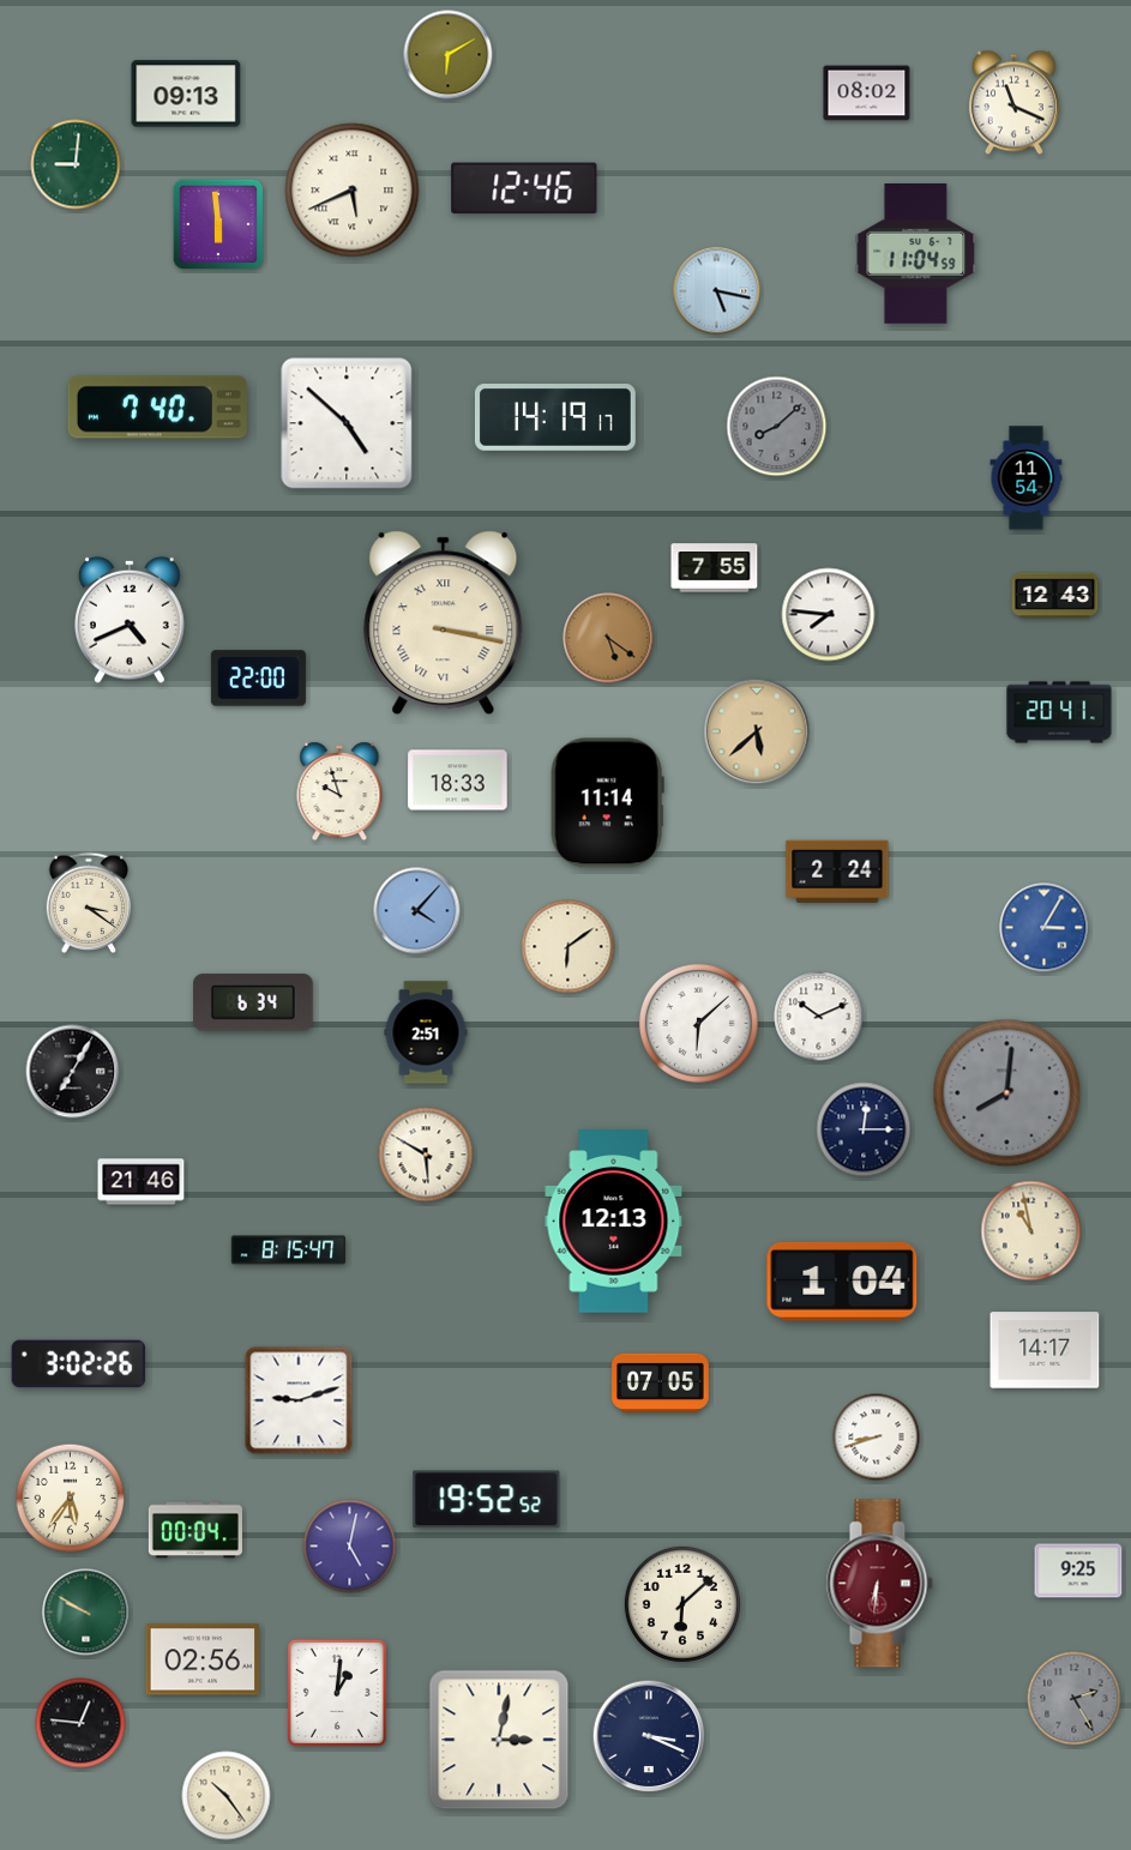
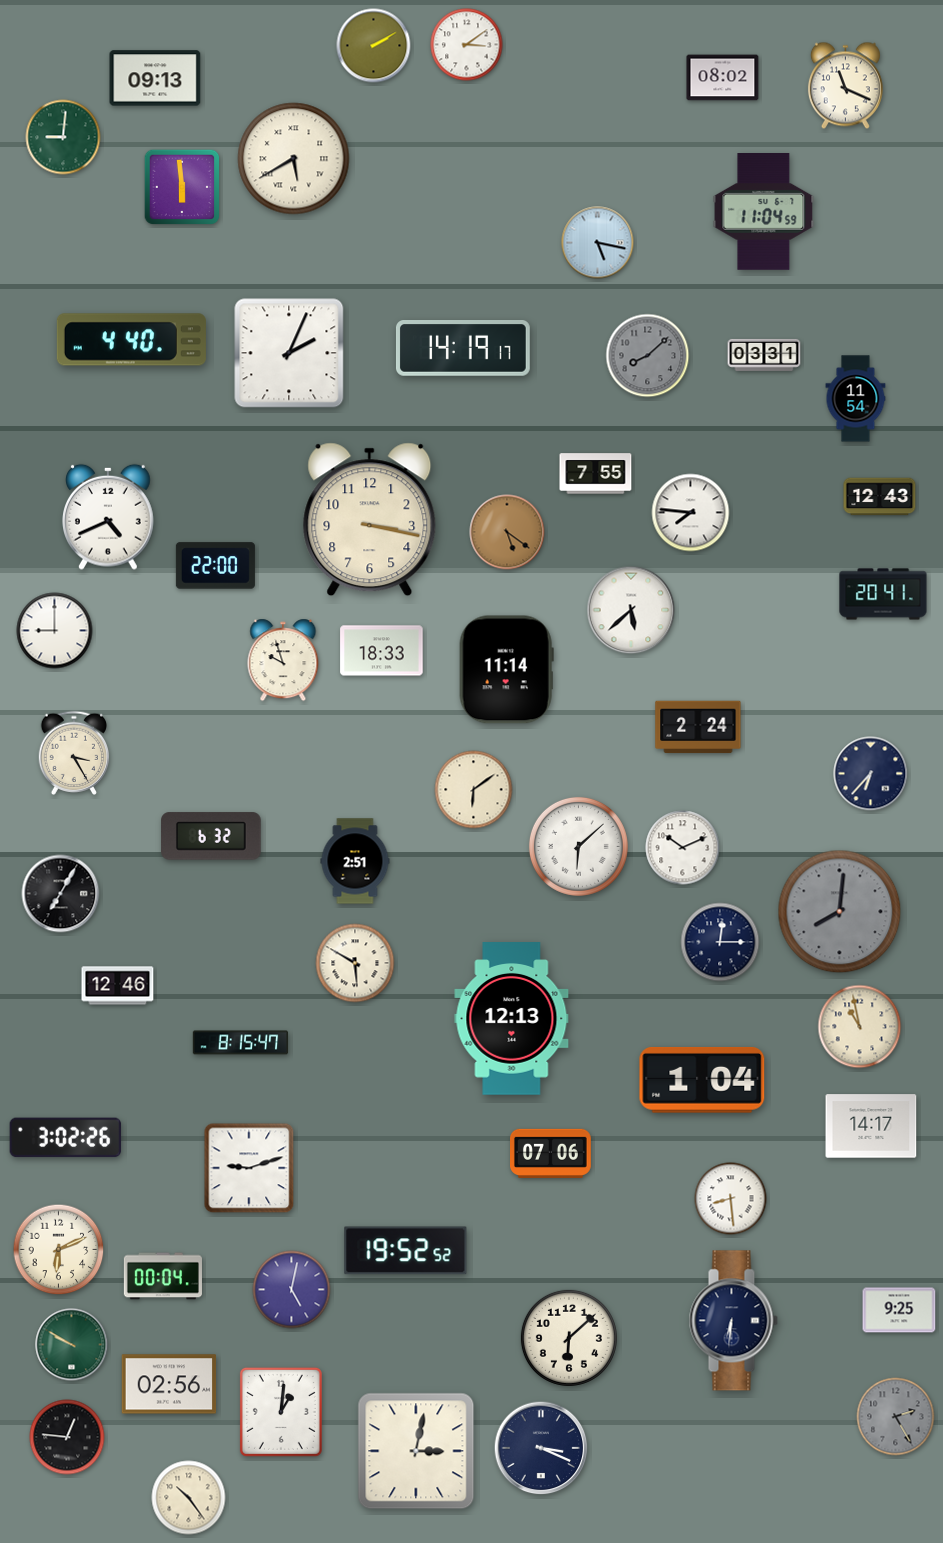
clock at (467, 45): none -> 3:09
clock at (449, 55): 6:10 -> 2:10
clock at (524, 188): 12:46 -> none
clock at (353, 191): 5:41 -> 5:40
clock at (157, 408): 7:40 -> 4:40
clock at (347, 423): 4:52 -> 2:04
clock at (764, 355): none -> 03:31
clock at (444, 623) numerals: Roman -> Arabic
clock at (757, 731) dial: champagne -> white
clock at (55, 631): none -> 9:00
clock at (89, 903): 3:21 -> 3:25
clock at (417, 911): 4:07 -> none
clock at (1045, 928): 3:05 -> 6:37
clock at (1045, 928) dial: blue -> navy
clock at (253, 1002): 6:34 -> 6:32
clock at (698, 1023) position: (698, 1023) -> (578, 846)
clock at (142, 1182): 21:46 -> 12:46
clock at (842, 1282) position: (842, 1282) -> (702, 1080)
clock at (661, 1382): 07:05 -> 07:06
clock at (877, 1438): 8:42 -> 8:29
clock at (71, 1499): 5:36 -> 6:11
clock at (879, 1584) dial: burgundy -> navy
